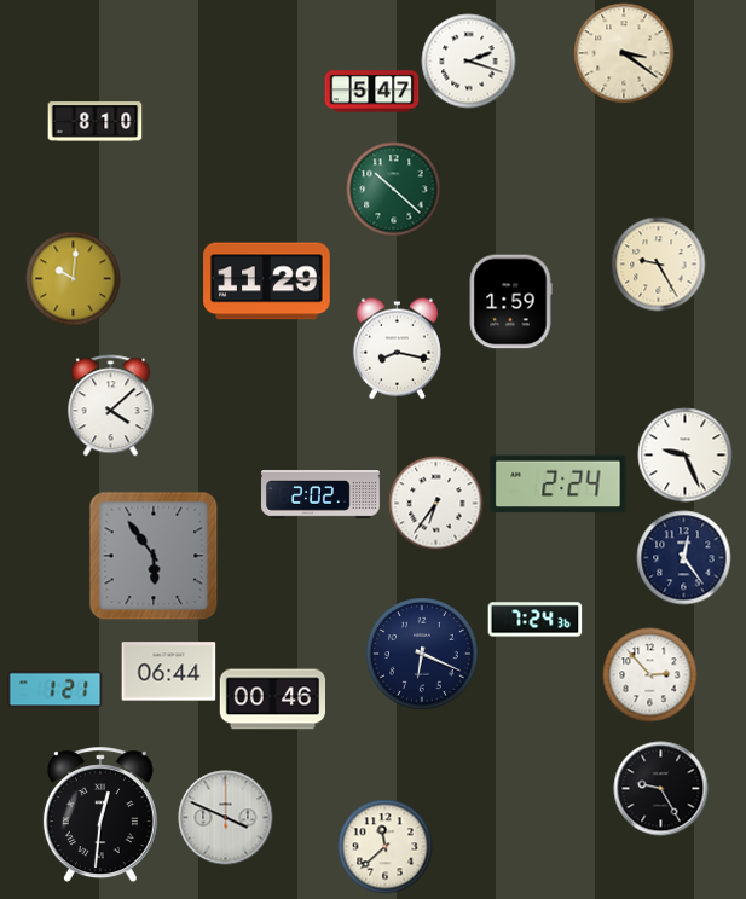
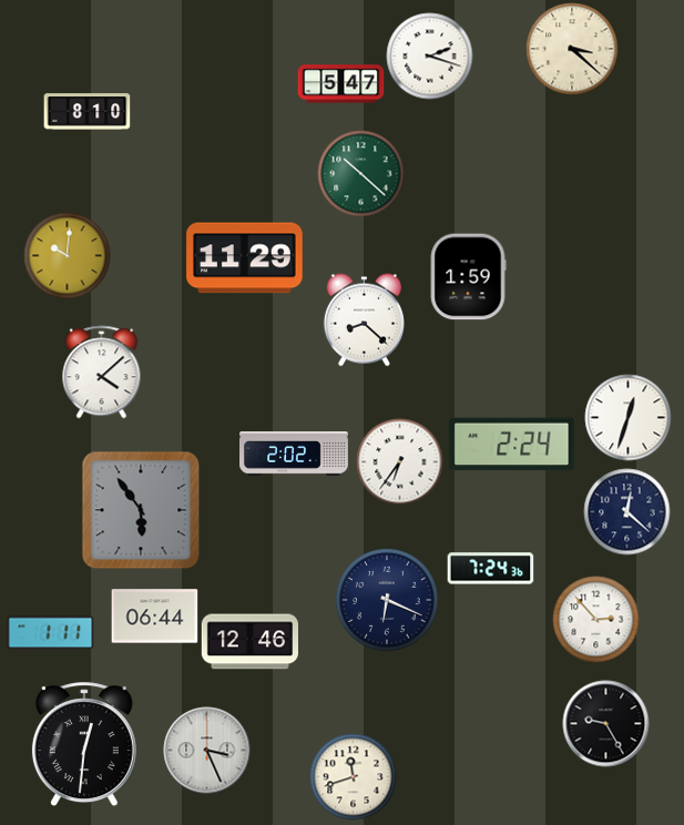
clock at (624, 53): 3:21 -> 3:22
clock at (658, 263): 9:25 -> none
clock at (397, 348): 8:17 -> 8:22
clock at (684, 454): 9:26 -> 12:33
clock at (683, 557): 12:24 -> 12:22
clock at (54, 690): 1:21 -> 1:11
clock at (272, 700): 00:46 -> 12:46
clock at (100, 814) position: (100, 814) -> (84, 744)
clock at (225, 817): 3:49 -> 3:26
clock at (384, 846): 11:38 -> 11:42
